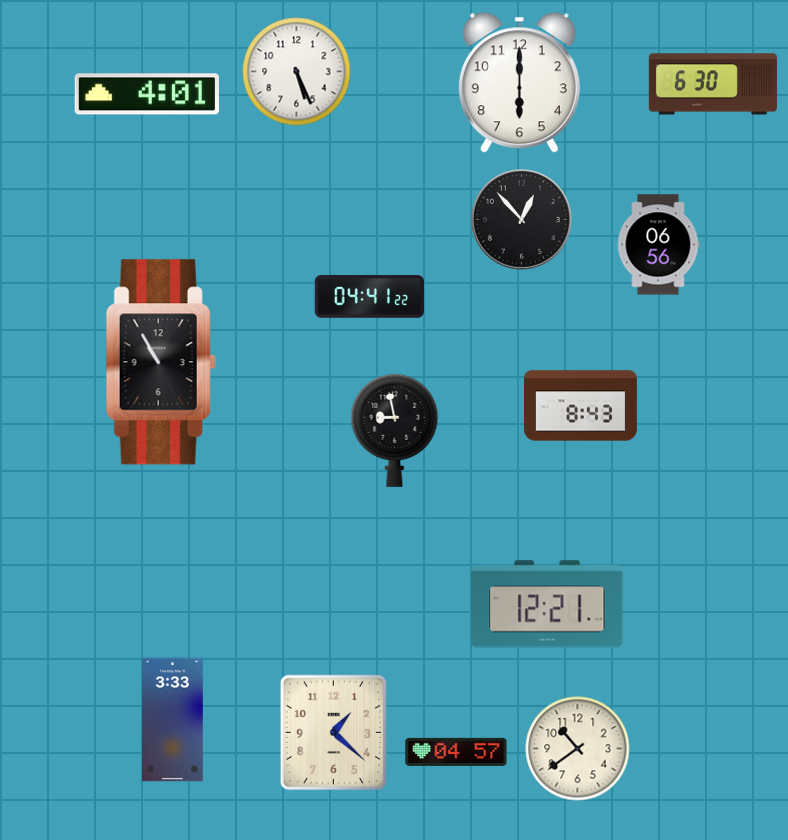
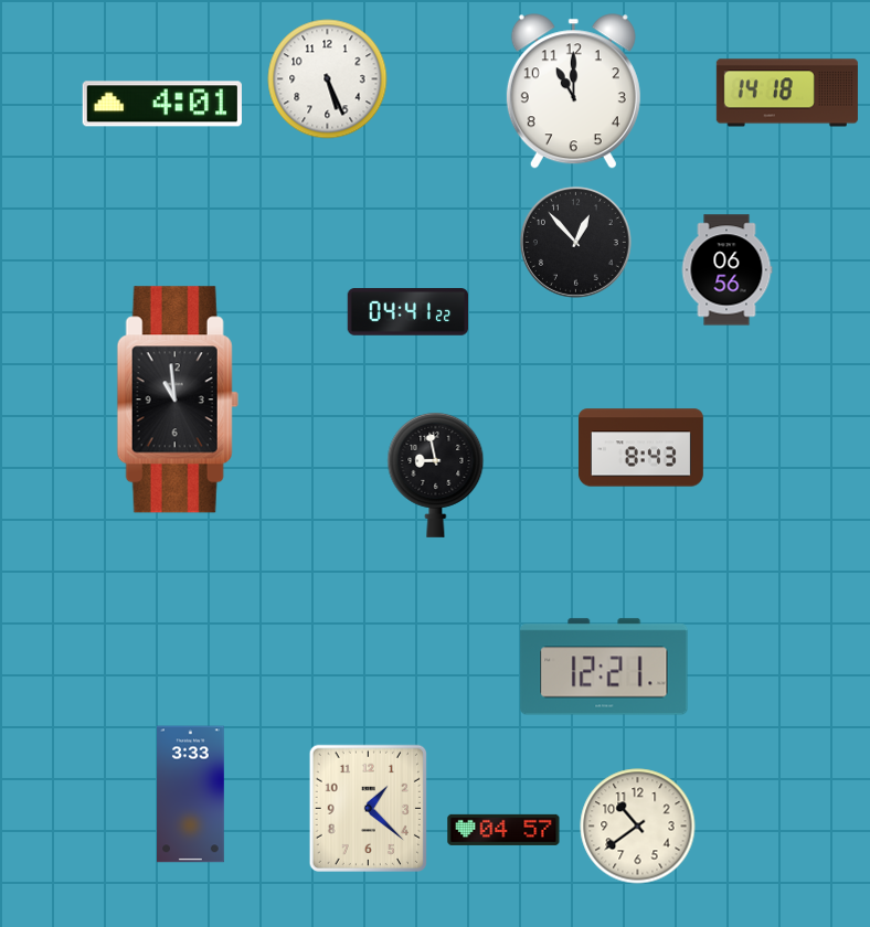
clock at (519, 83): 6:00 -> 11:00
clock at (713, 84): 6:30 -> 14:18
clock at (370, 297) position: (370, 297) -> (409, 312)
clock at (161, 362): 10:55 -> 10:59
